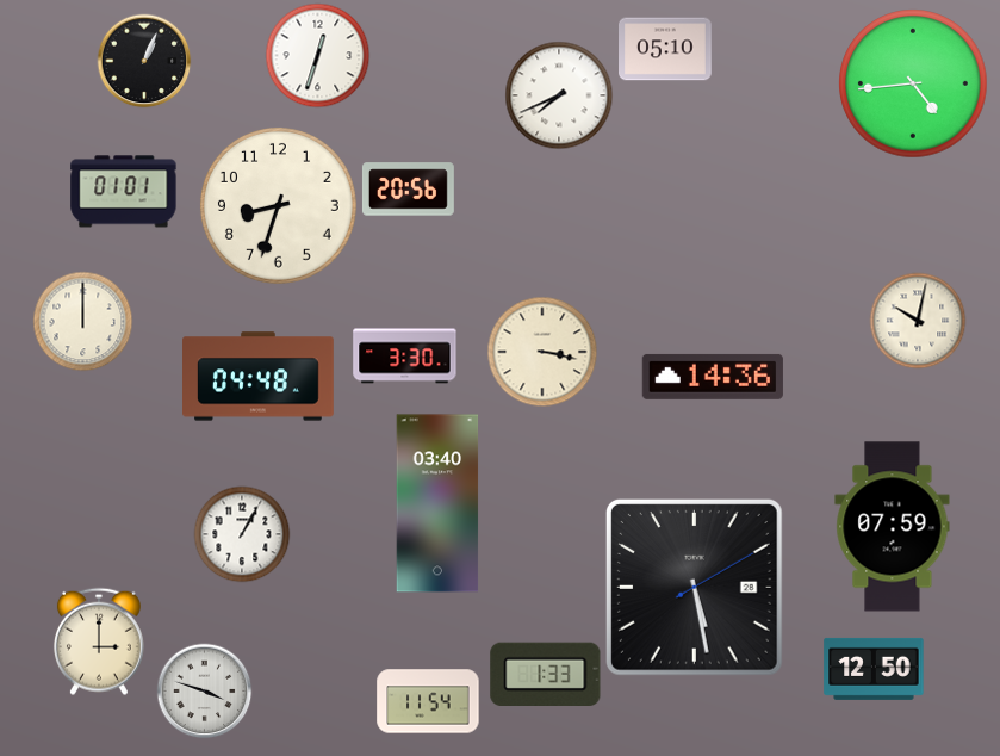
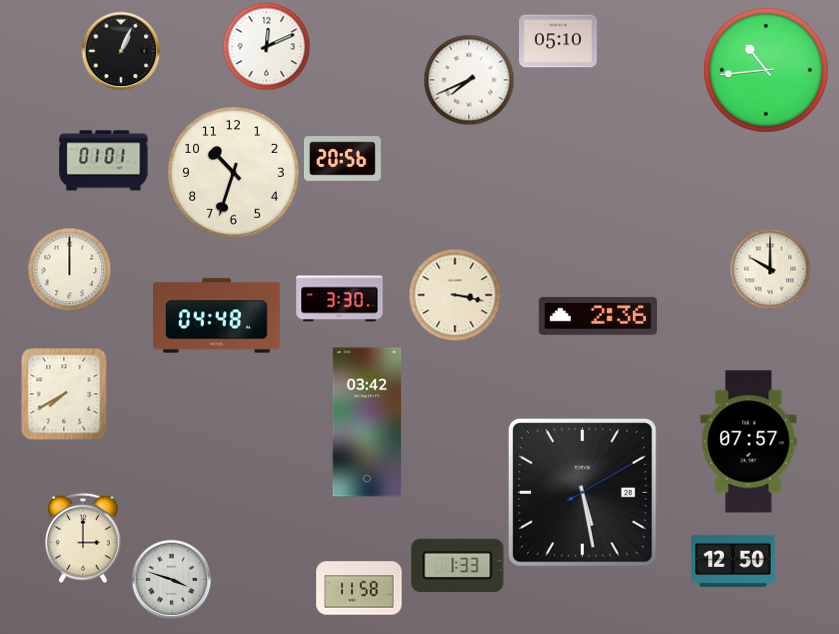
clock at (317, 55): 12:33 -> 12:11
clock at (913, 83): 4:44 -> 10:44
clock at (278, 205): 8:33 -> 10:33
clock at (918, 321): 10:02 -> 10:00
clock at (713, 377): 14:36 -> 2:36
clock at (64, 394): none -> 7:40
clock at (437, 503): 03:40 -> 03:42
clock at (893, 527): 07:59 -> 07:57
clock at (242, 534): 1:05 -> none
clock at (428, 701): 11:54 -> 11:58
